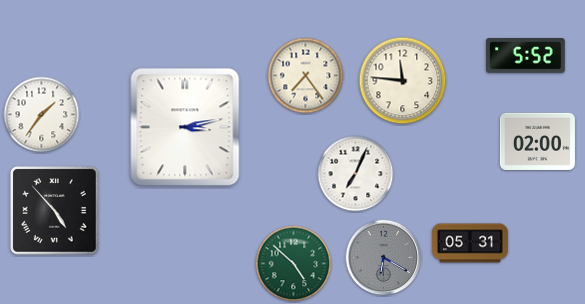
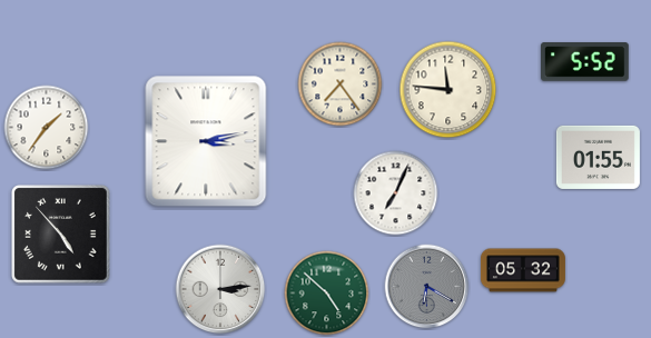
clock at (537, 141): 02:00 -> 01:55
clock at (470, 243): 05:31 -> 05:32
clock at (220, 289): none -> 3:14
